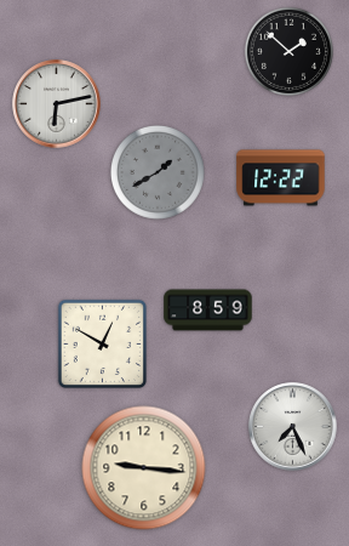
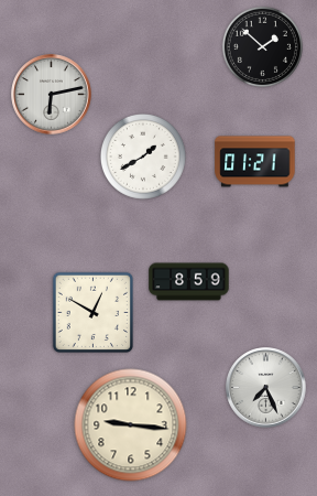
clock at (158, 172) dial: grey -> white
clock at (281, 178): 12:22 -> 01:21
